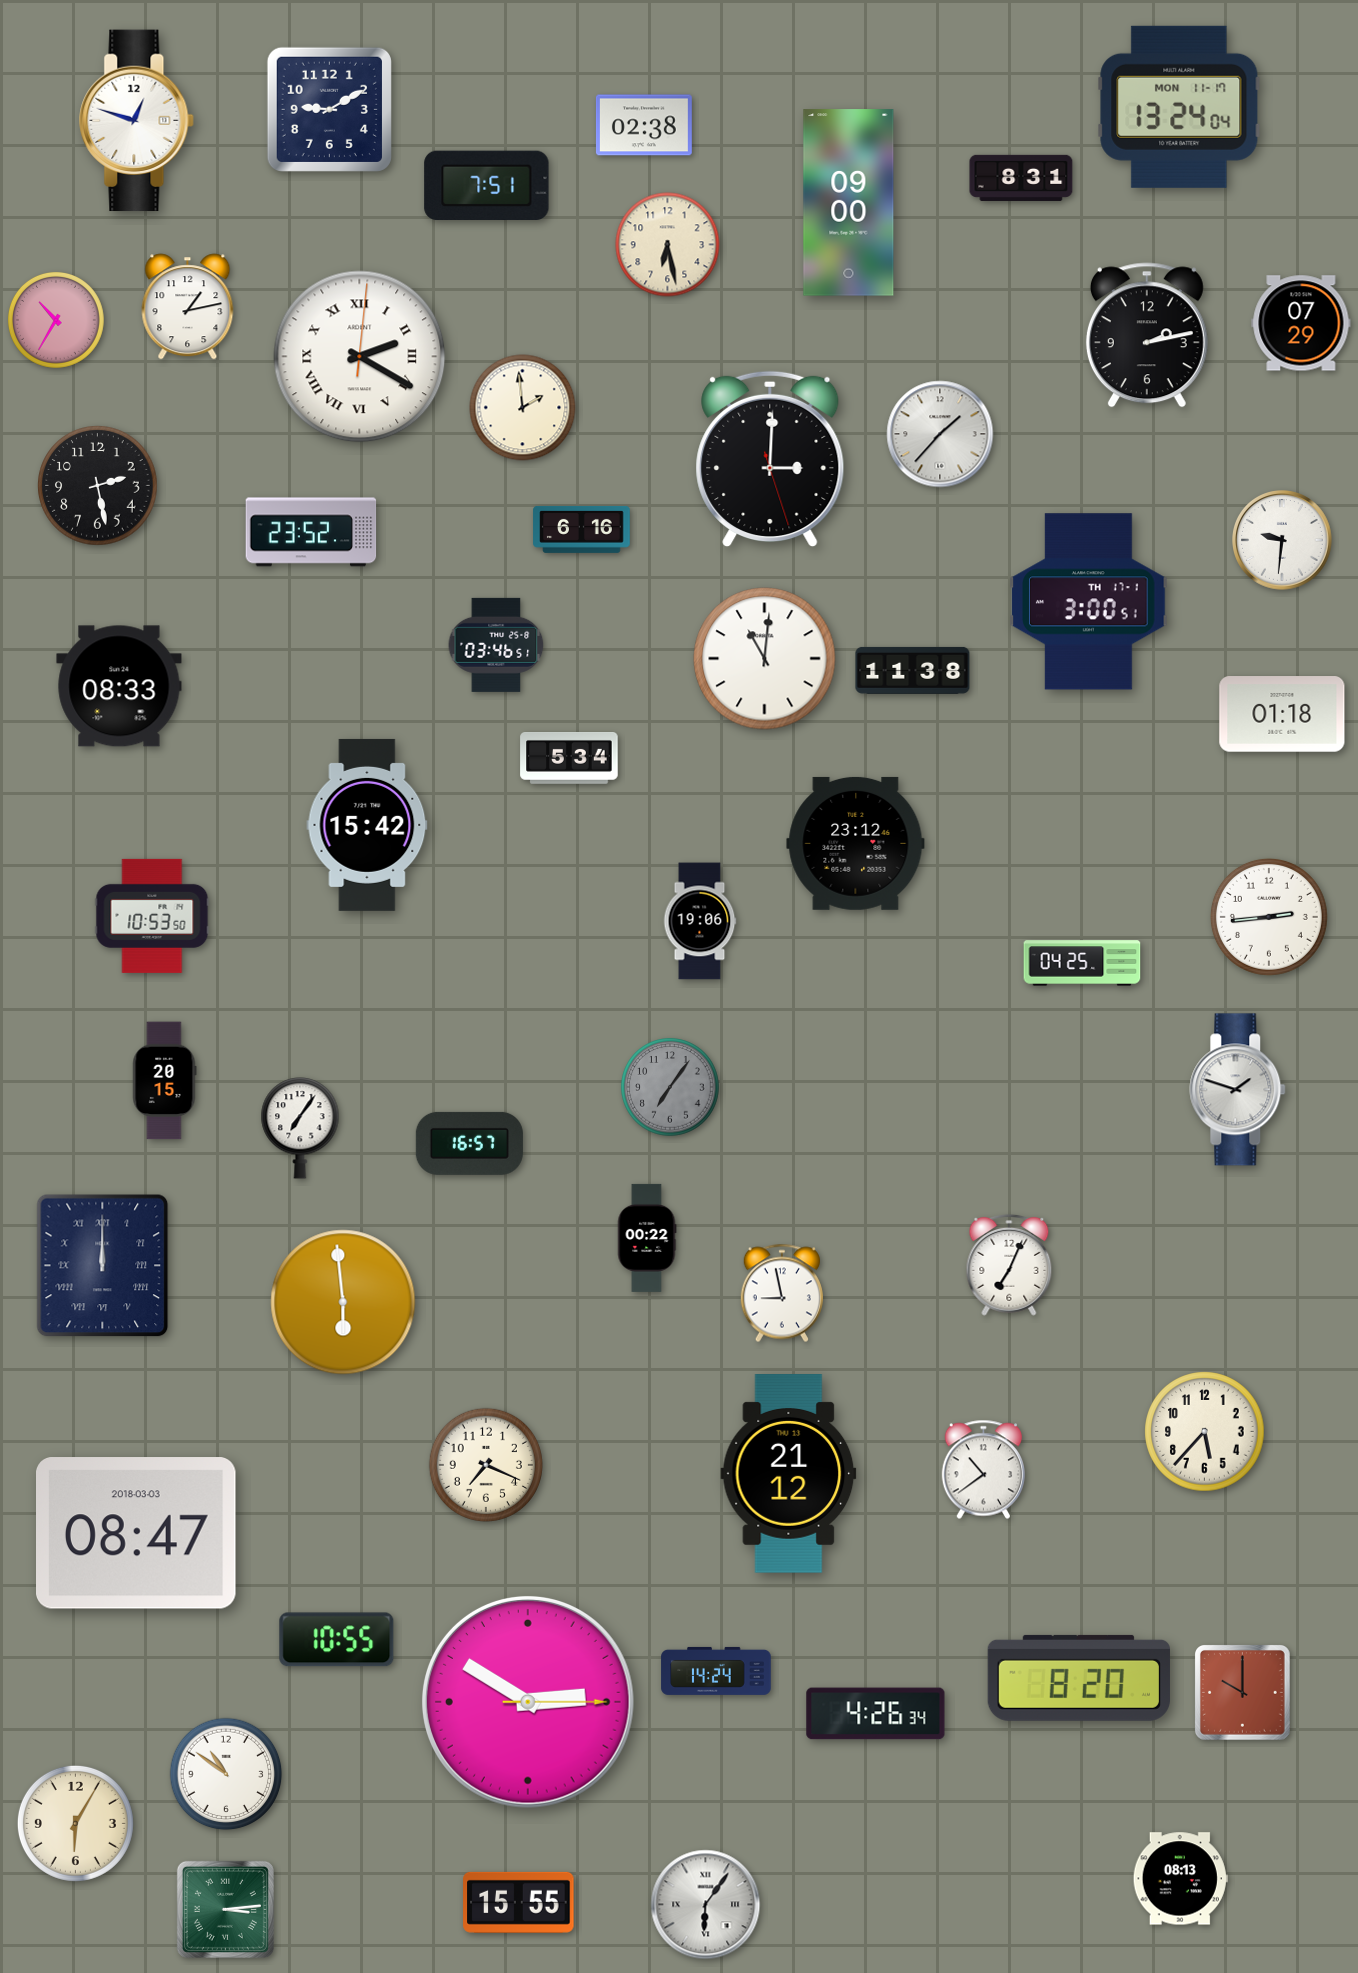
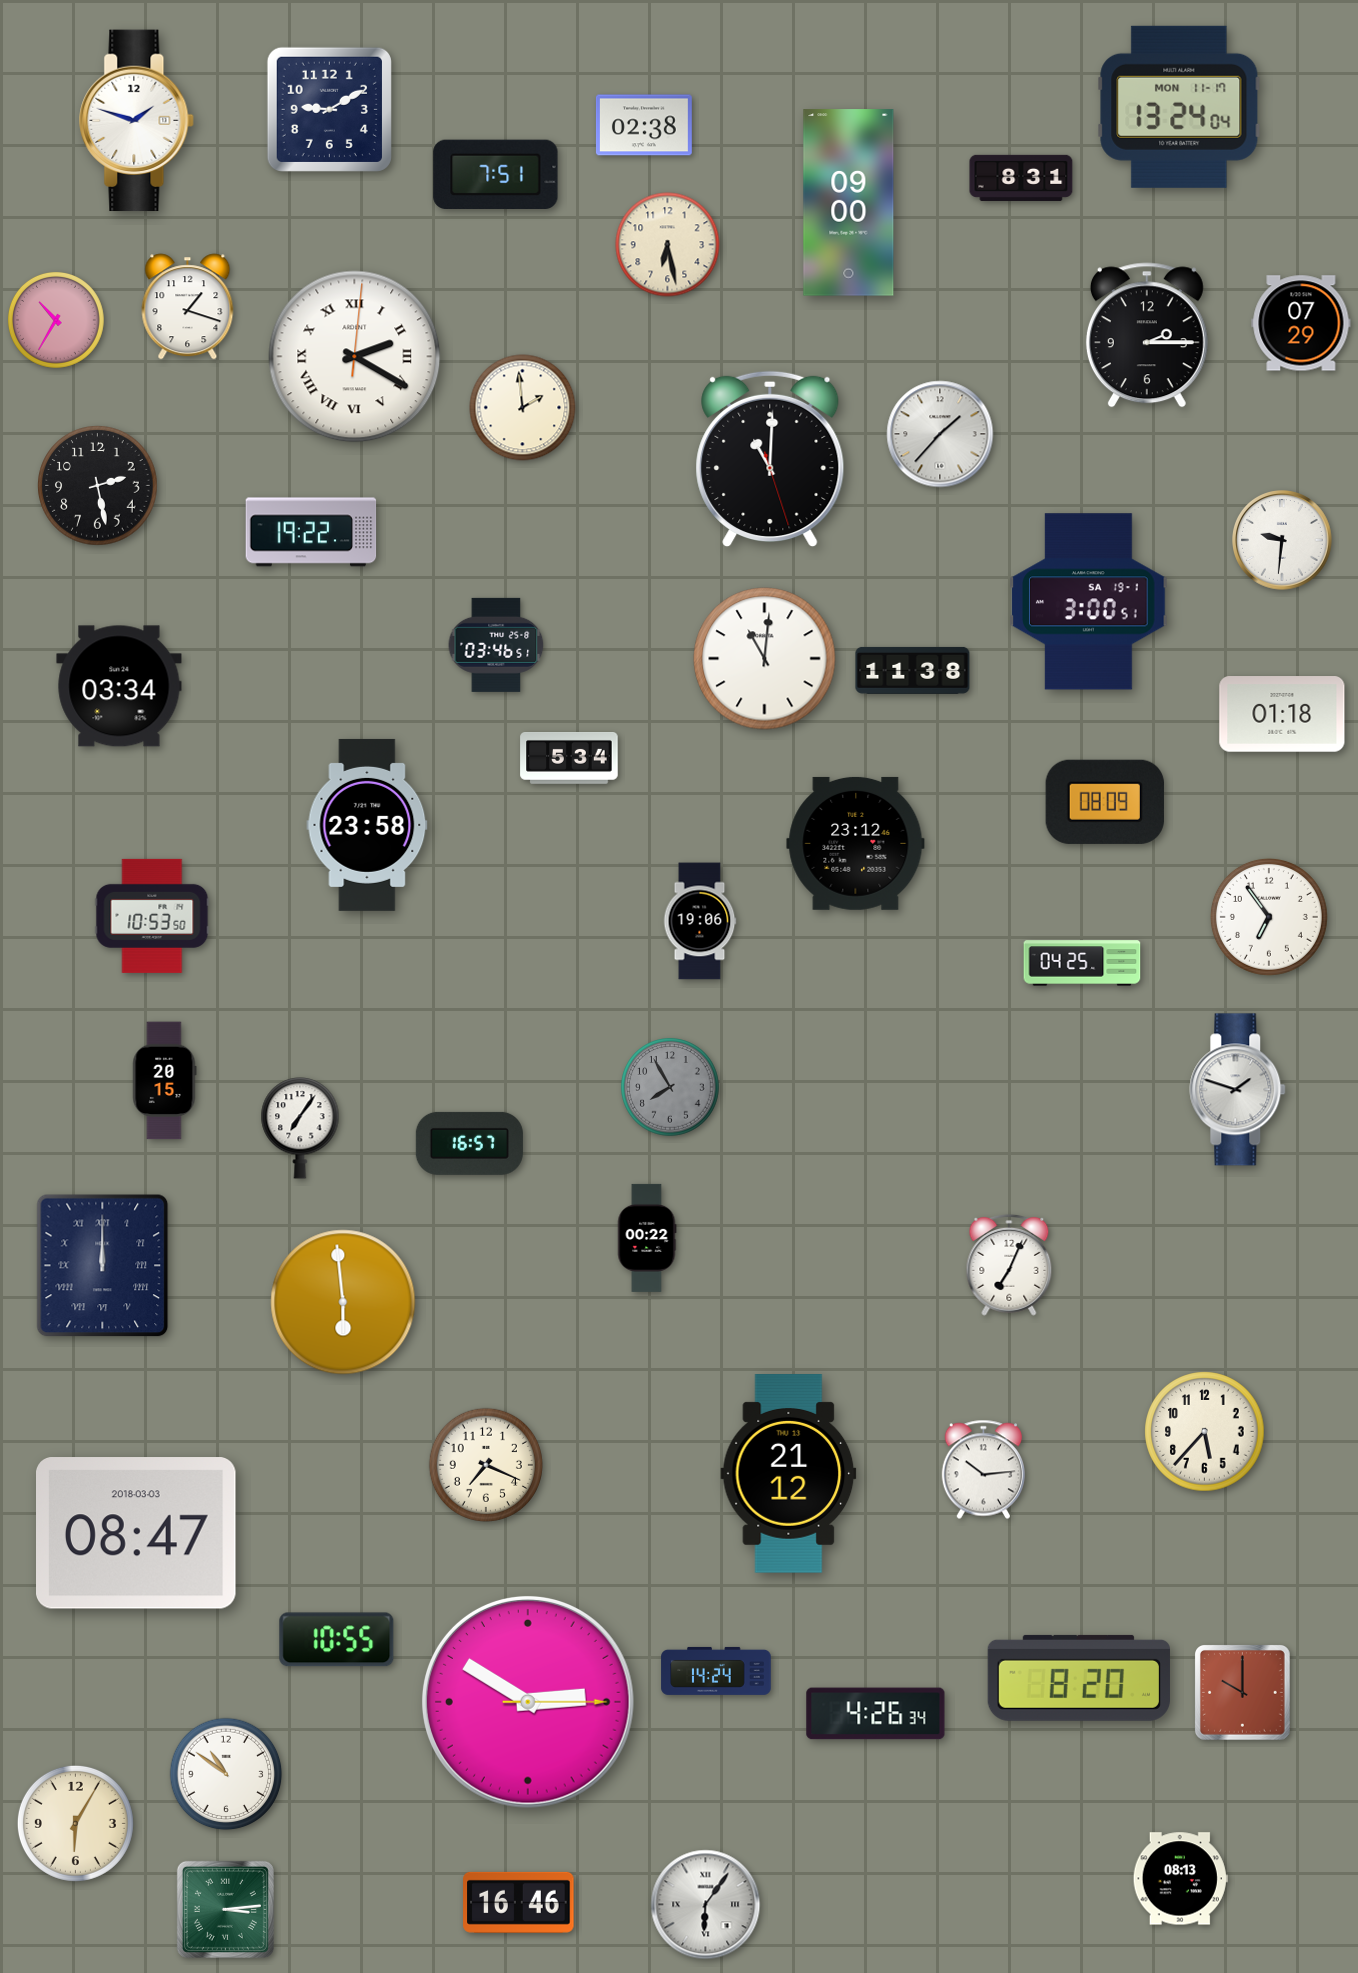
clock at (137, 121): 12:48 -> 1:48
clock at (487, 186) position: (487, 186) -> (496, 175)
clock at (188, 307): 1:13 -> 1:18
clock at (1147, 335): 2:13 -> 2:15
clock at (360, 357) position: (360, 357) -> (355, 357)
clock at (770, 459): 3:00 -> 11:00
clock at (582, 529): 6:16 -> none
clock at (311, 532): 23:52 -> 19:22
clock at (1089, 602) date: TH 17-1 -> SA 19-1
clock at (119, 686): 08:33 -> 03:34
clock at (1105, 802): none -> 08:09
clock at (367, 825): 15:42 -> 23:58
clock at (1269, 917): 2:44 -> 6:54
clock at (670, 1087): 7:06 -> 7:55
clock at (782, 1293): 8:58 -> none
clock at (984, 1470): 10:39 -> 10:14
clock at (519, 1902): 15:55 -> 16:46
